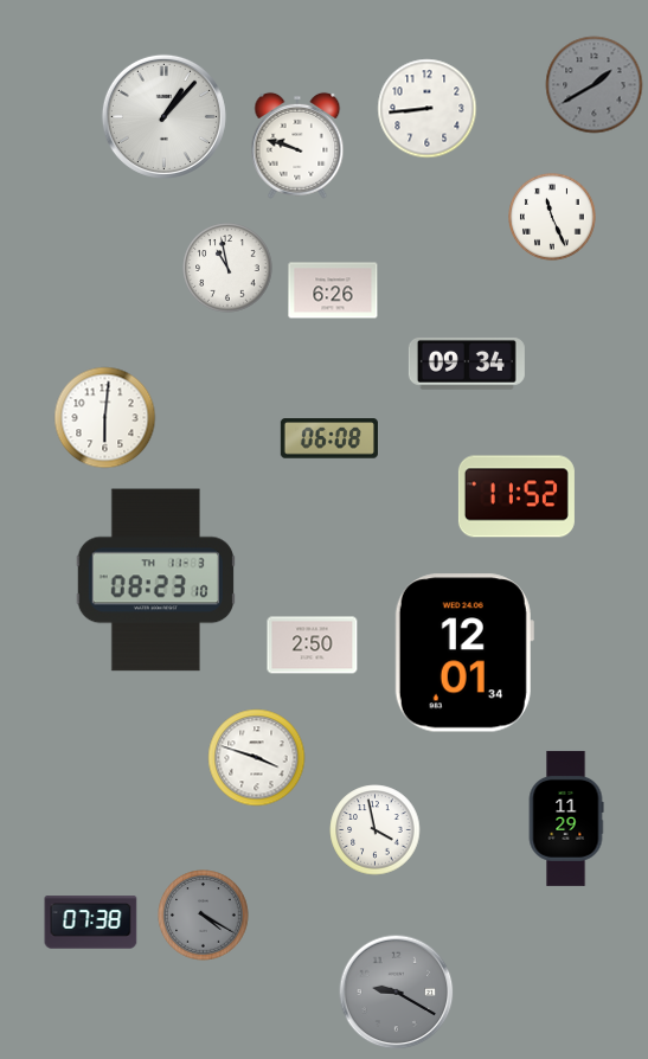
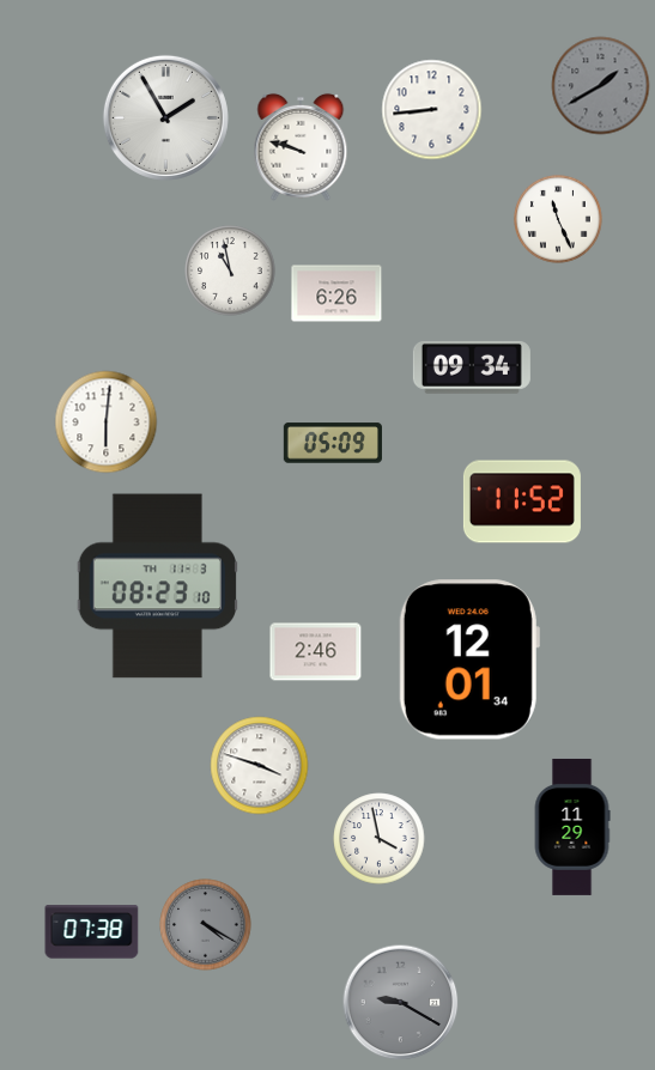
clock at (163, 116): 1:07 -> 1:55
clock at (329, 438): 06:08 -> 05:09
clock at (313, 646): 2:50 -> 2:46
